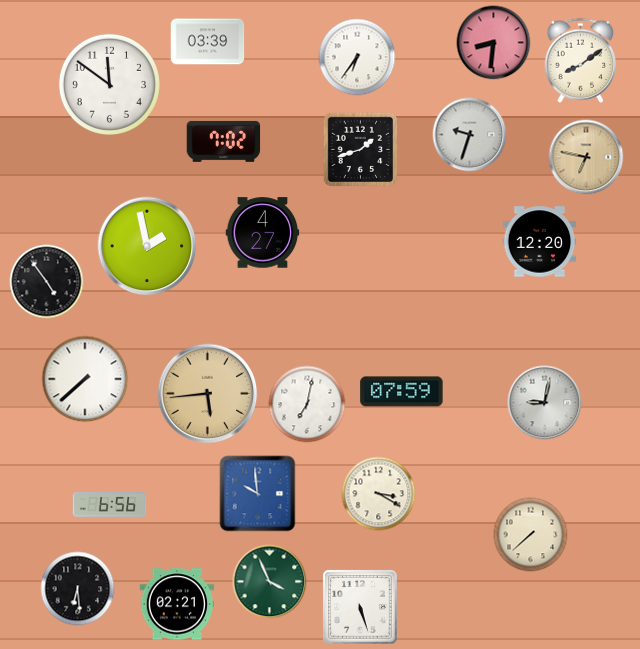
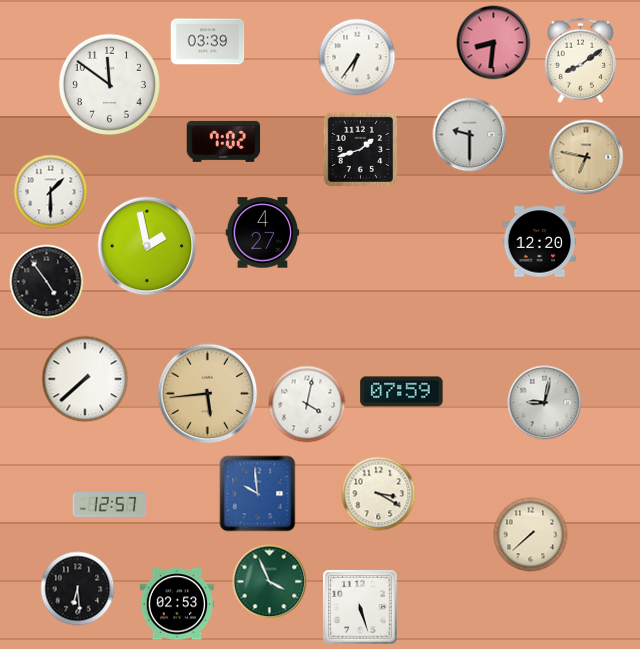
clock at (470, 135): 9:33 -> 9:30
clock at (51, 192): none -> 1:30
clock at (307, 404): 7:02 -> 4:02
clock at (110, 505): 6:56 -> 12:57
clock at (177, 604): 02:21 -> 02:53
